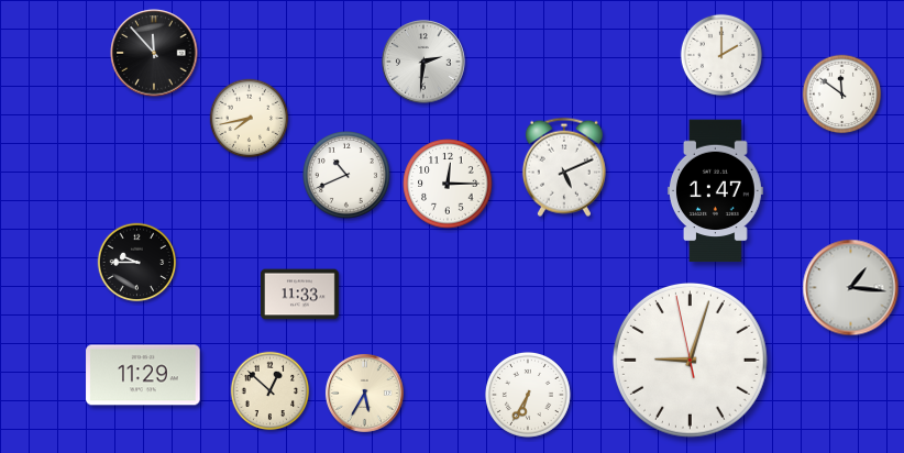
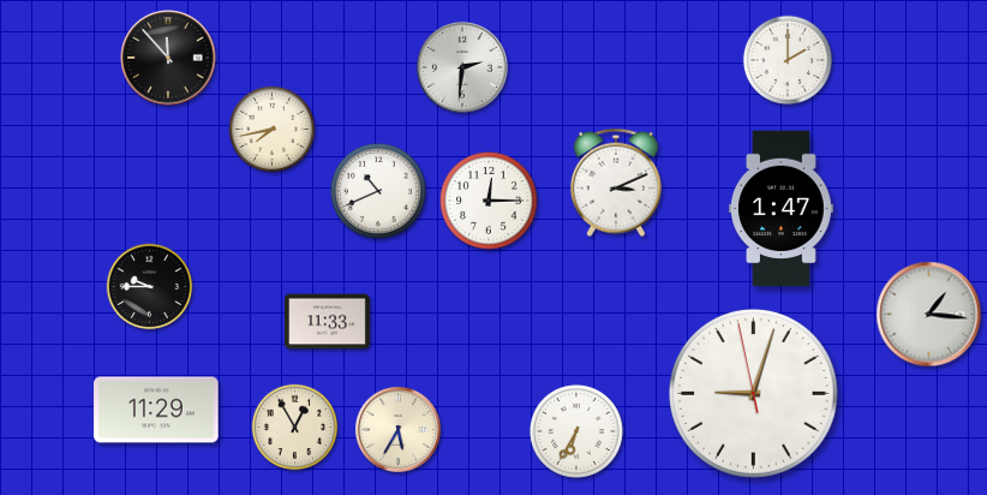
clock at (842, 95): 11:51 -> none
clock at (564, 167): 5:11 -> 3:11
clock at (271, 391): 12:52 -> 12:55
